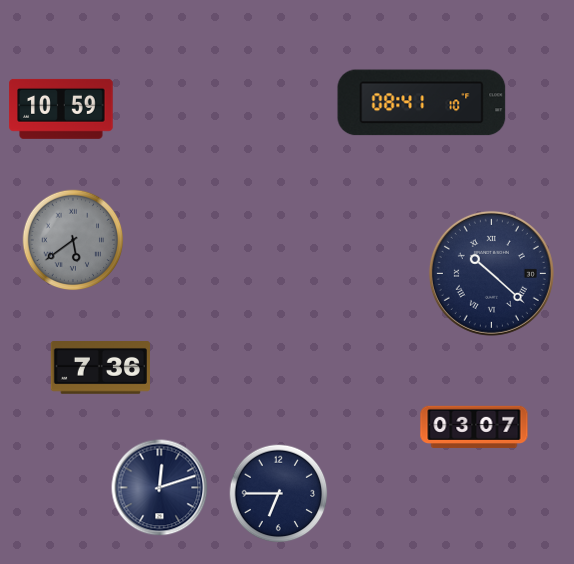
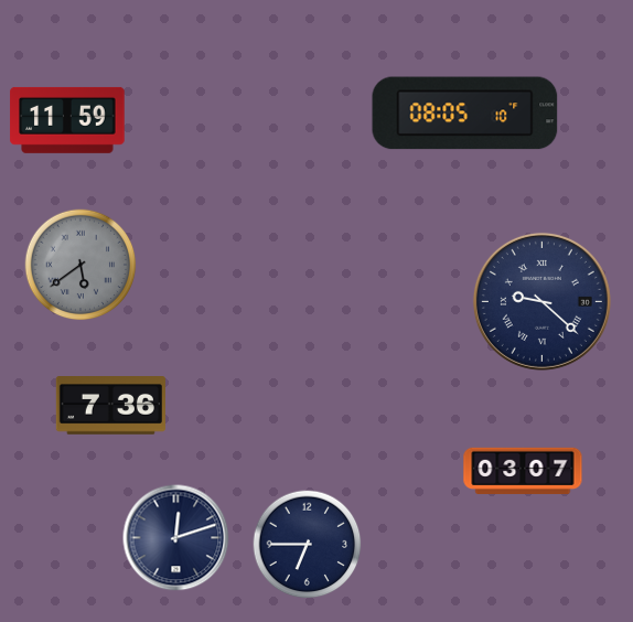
clock at (422, 103): 08:41 -> 08:05
clock at (61, 109): 10:59 -> 11:59
clock at (491, 273): 10:22 -> 9:22
